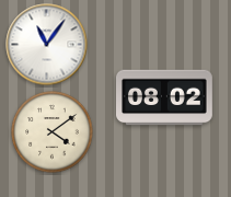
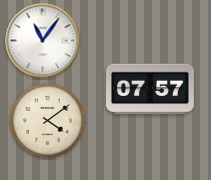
clock at (165, 97): 08:02 -> 07:57
